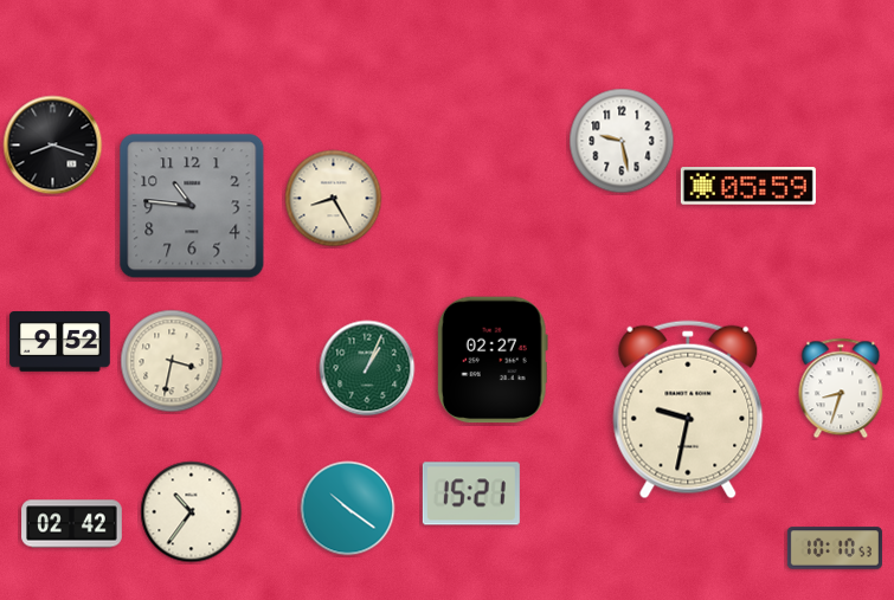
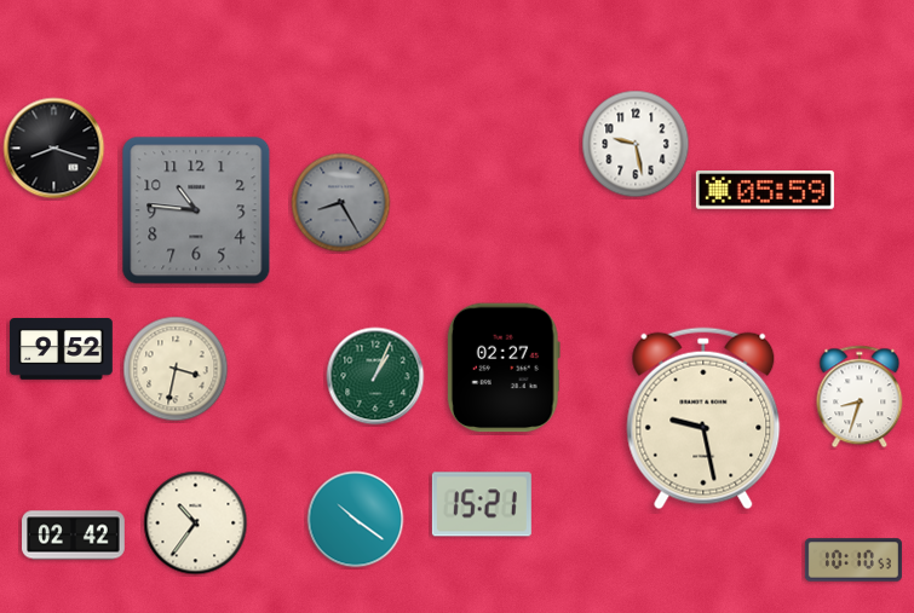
clock at (334, 199) dial: cream -> grey
clock at (688, 409): 9:32 -> 9:28
